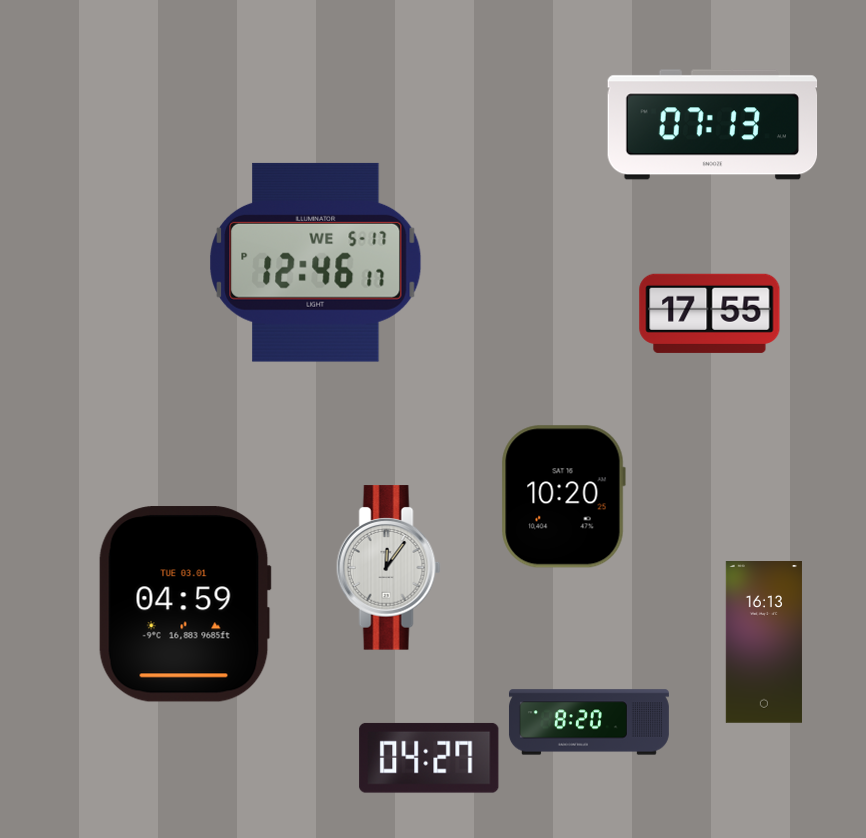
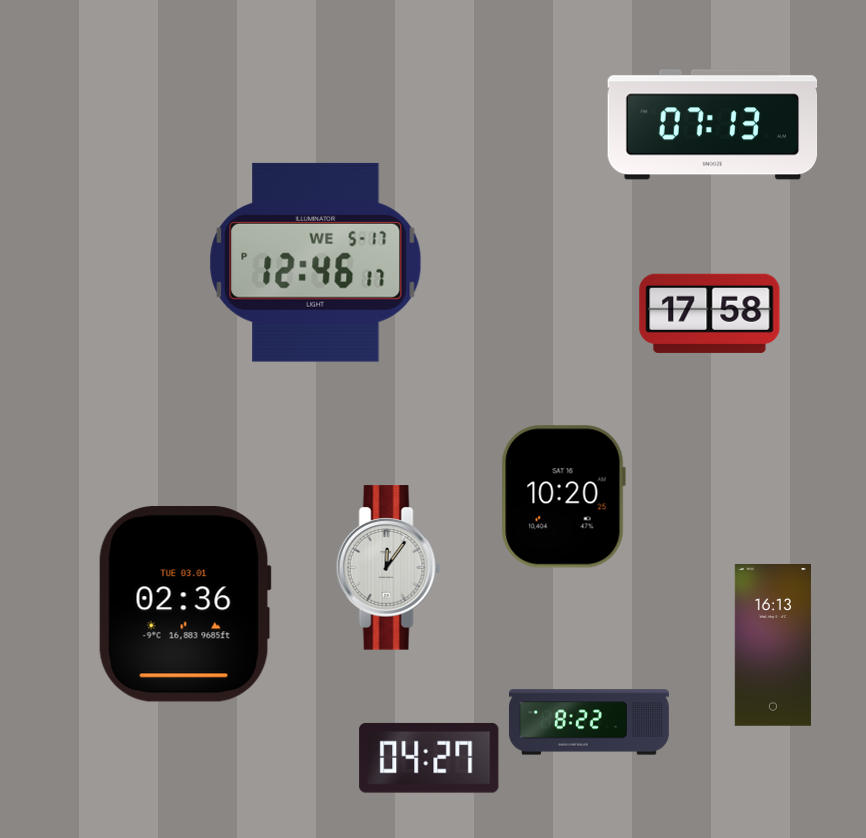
clock at (710, 313): 17:55 -> 17:58
clock at (185, 604): 04:59 -> 02:36
clock at (764, 643) position: (764, 643) -> (773, 646)
clock at (589, 722): 8:20 -> 8:22
